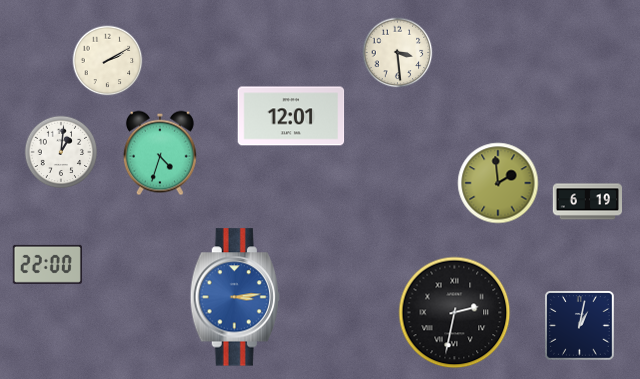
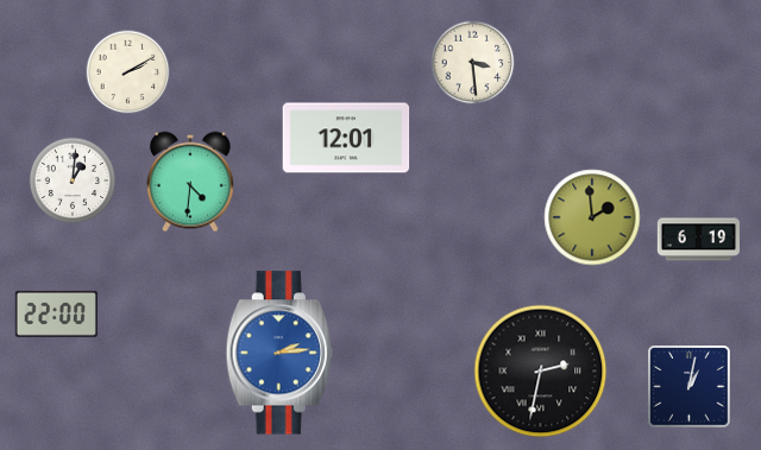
clock at (160, 153): 4:33 -> 4:31
clock at (235, 297): 3:14 -> 2:14
